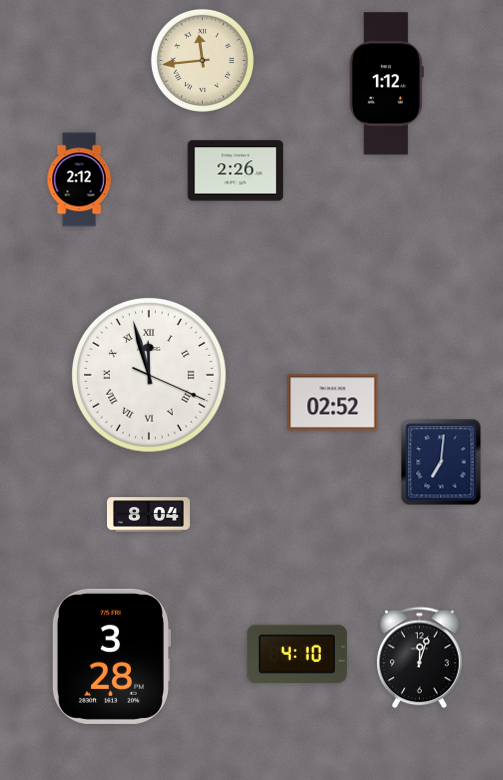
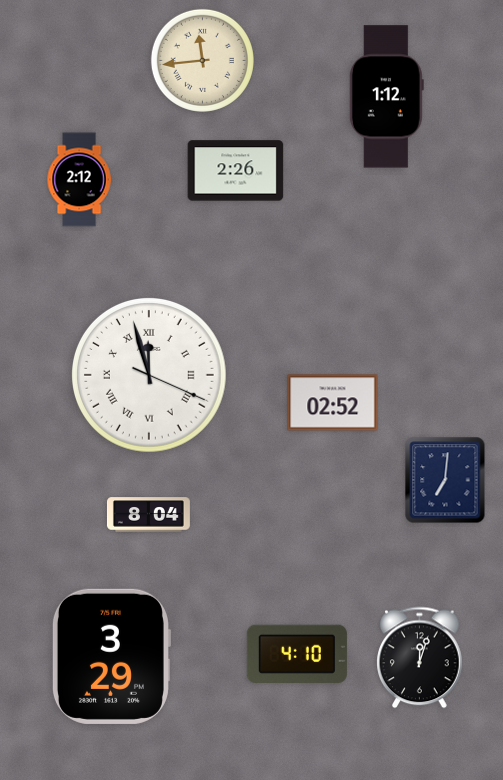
clock at (386, 84) position: (386, 84) -> (386, 97)
clock at (441, 462) position: (441, 462) -> (445, 480)
clock at (111, 656): 3:28 -> 3:29
